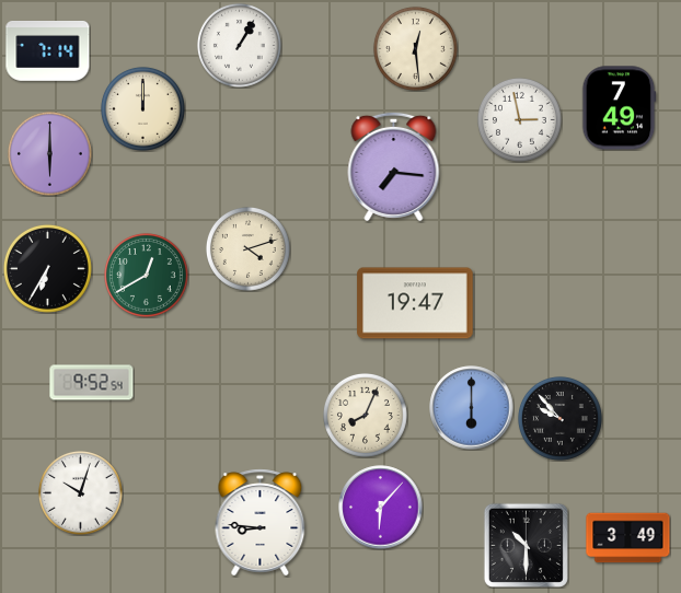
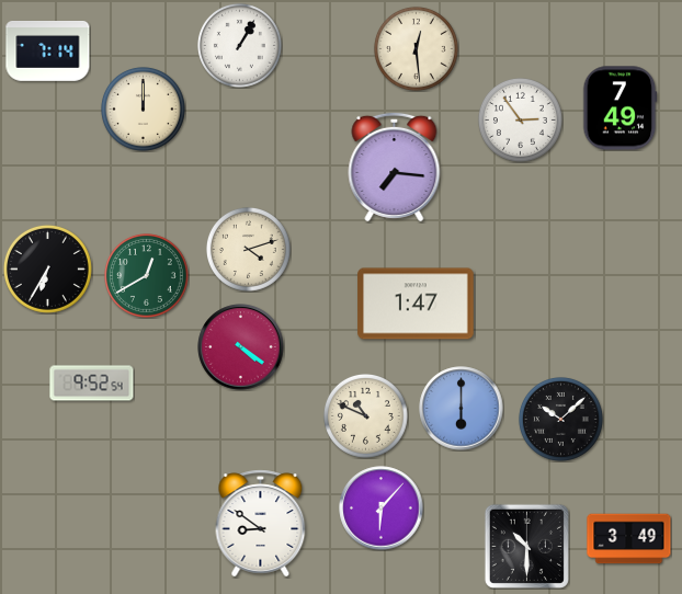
clock at (519, 119): 2:58 -> 2:54
clock at (49, 153): 6:00 -> none
clock at (415, 303): 19:47 -> 1:47
clock at (241, 347): none -> 4:21
clock at (472, 408) position: (472, 408) -> (462, 409)
clock at (365, 415): 8:04 -> 10:49
clock at (559, 418): 9:53 -> 10:08
clock at (80, 492): 10:03 -> none
clock at (261, 523): 8:46 -> 8:51
